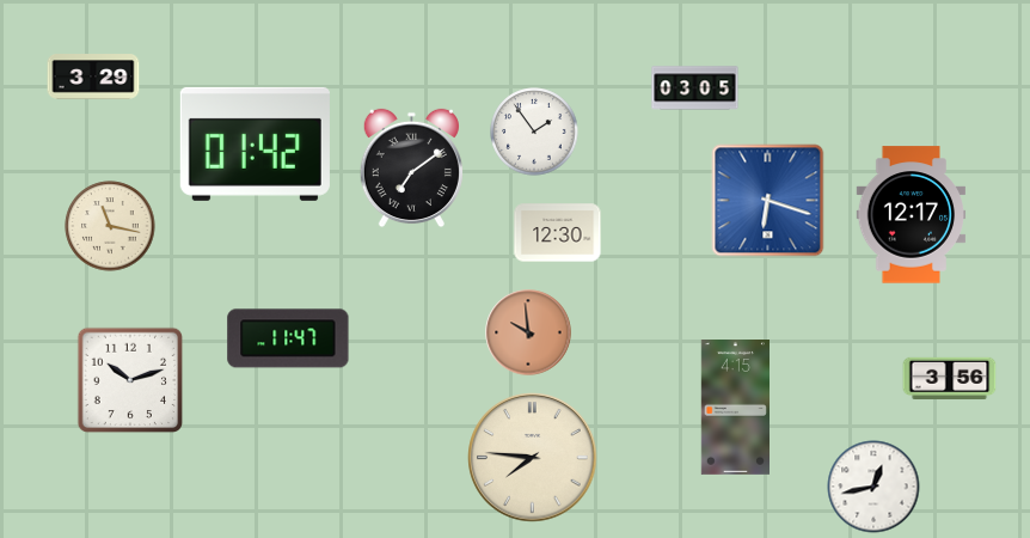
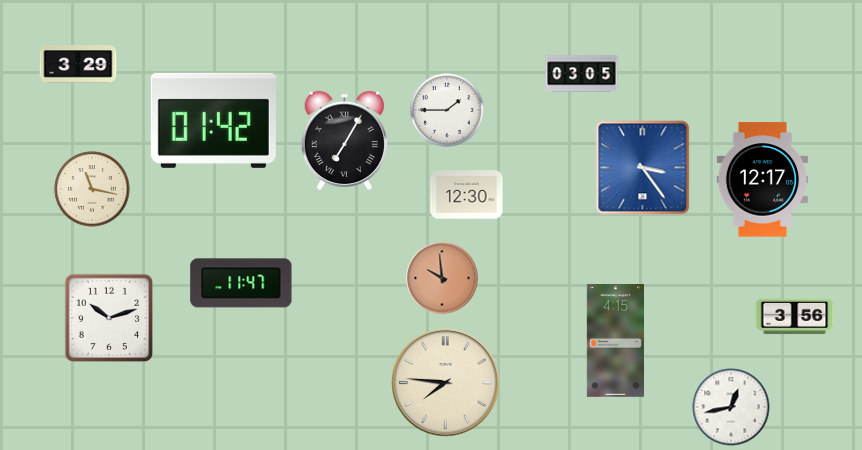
clock at (534, 132): 1:54 -> 1:45
clock at (411, 169): 7:09 -> 7:05
clock at (768, 201): 6:18 -> 3:24
